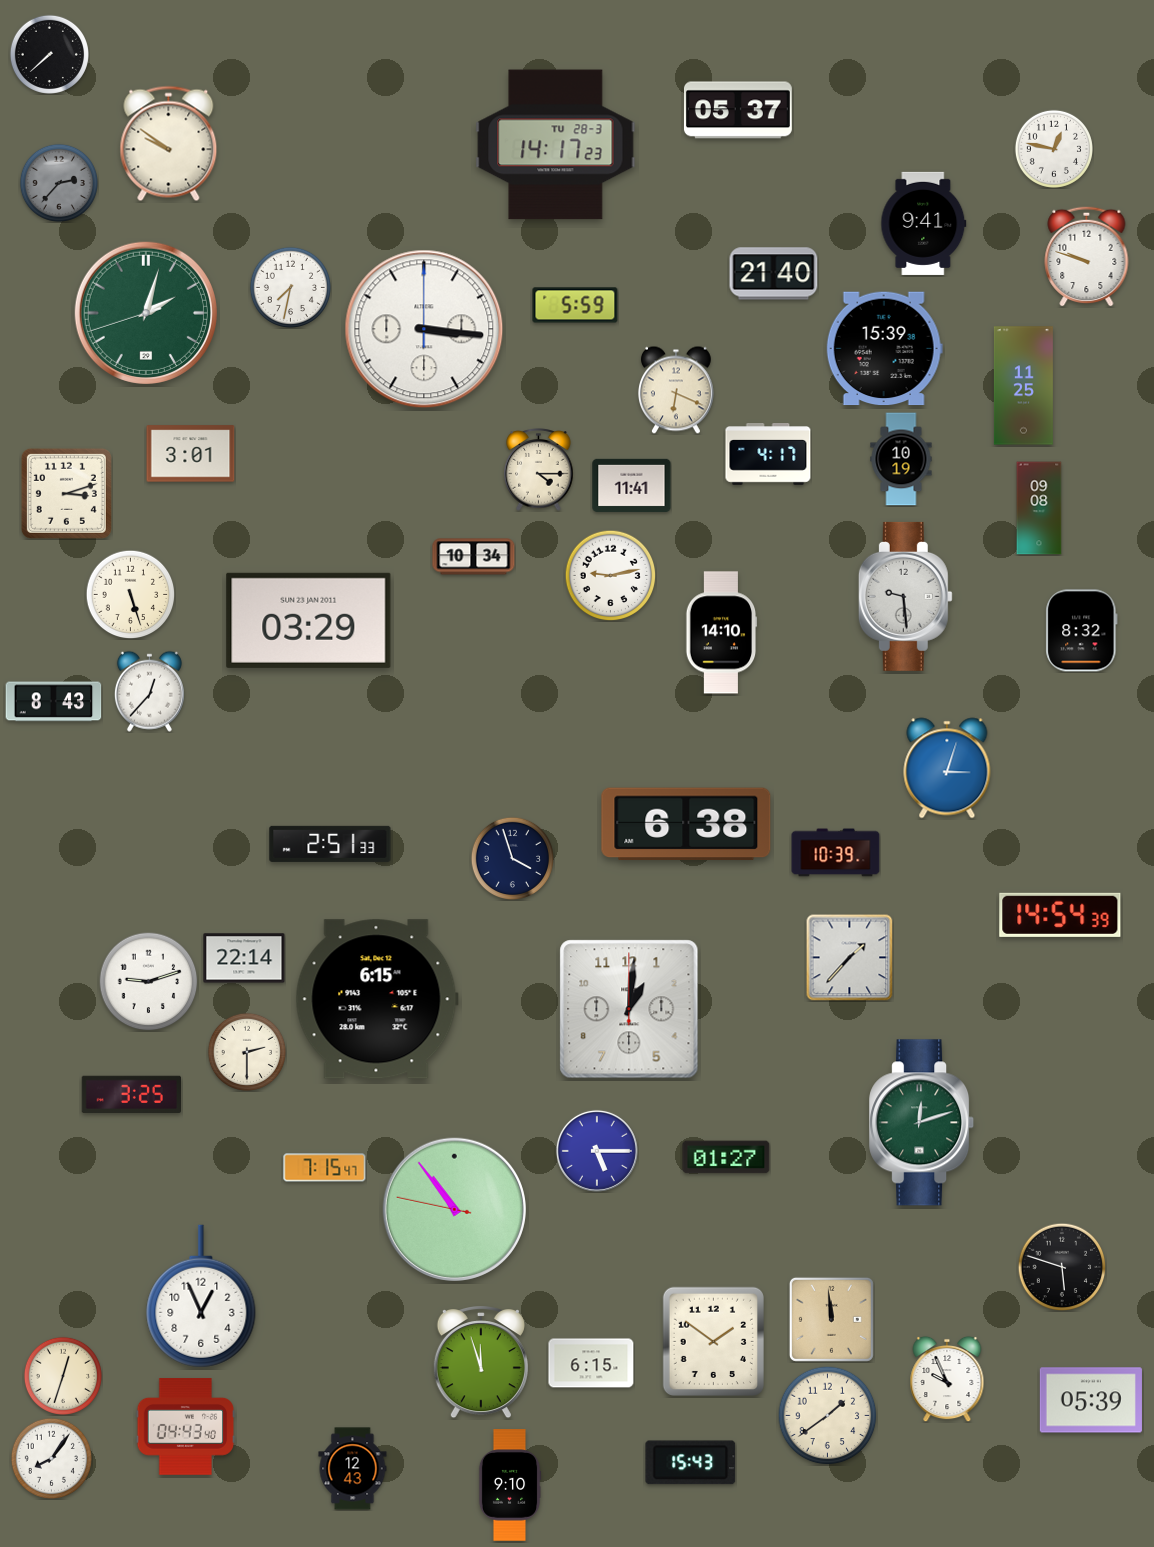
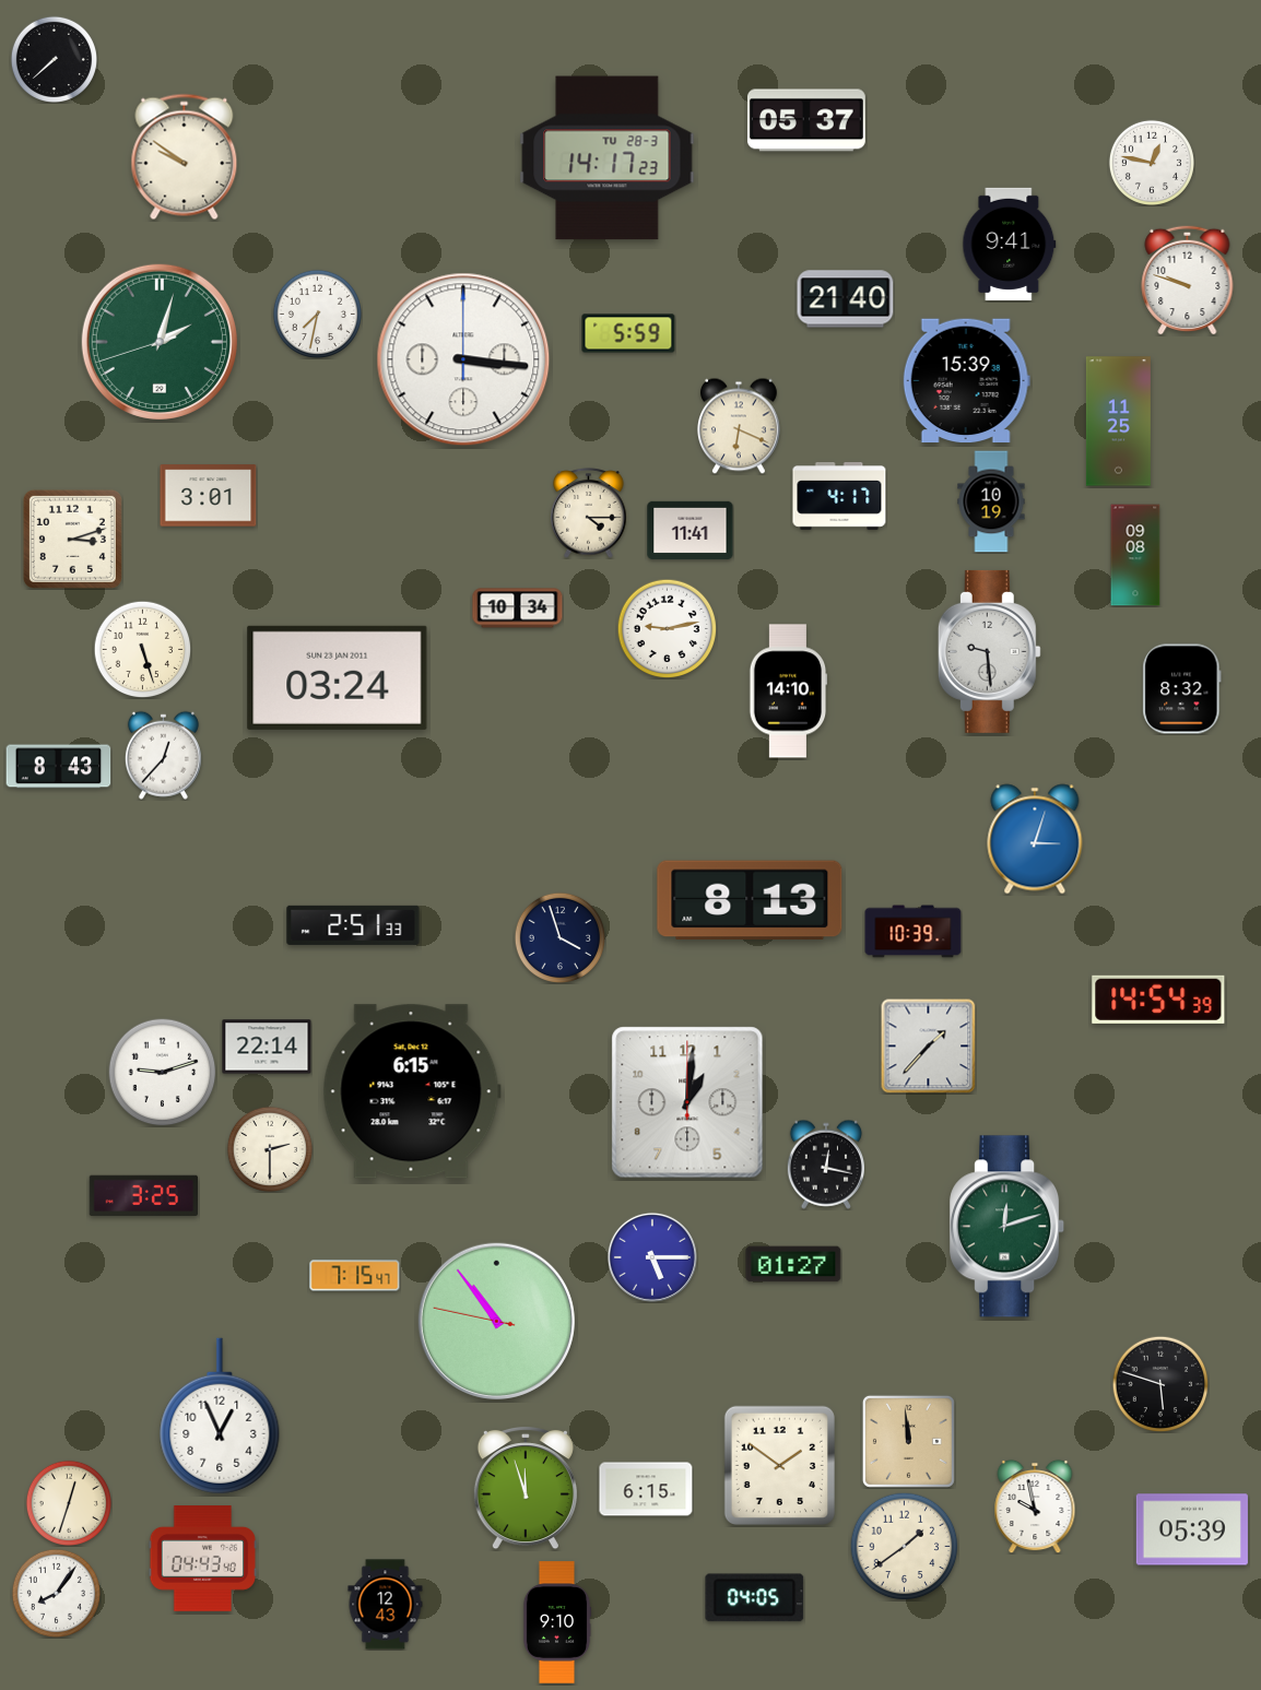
clock at (59, 183): 2:37 -> none
clock at (901, 459) position: (901, 459) -> (991, 501)
clock at (309, 620): 03:29 -> 03:24
clock at (686, 824): 6:38 -> 8:13
clock at (330, 844) position: (330, 844) -> (353, 925)
clock at (826, 1165): none -> 12:17
clock at (947, 1379): 9:56 -> 9:58
clock at (691, 1463): 15:43 -> 04:05
